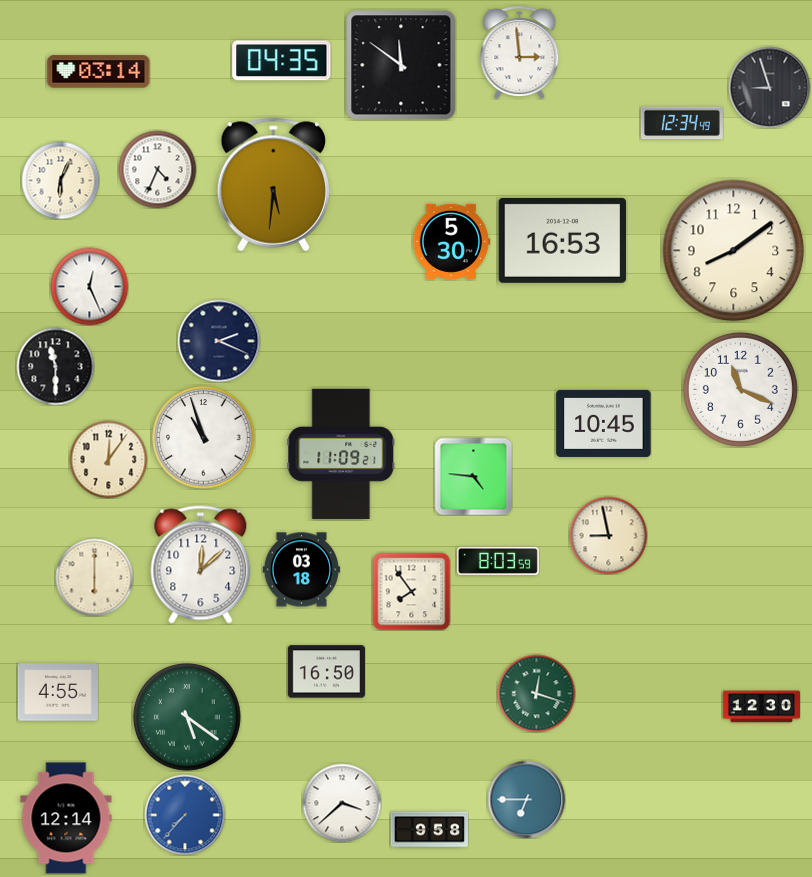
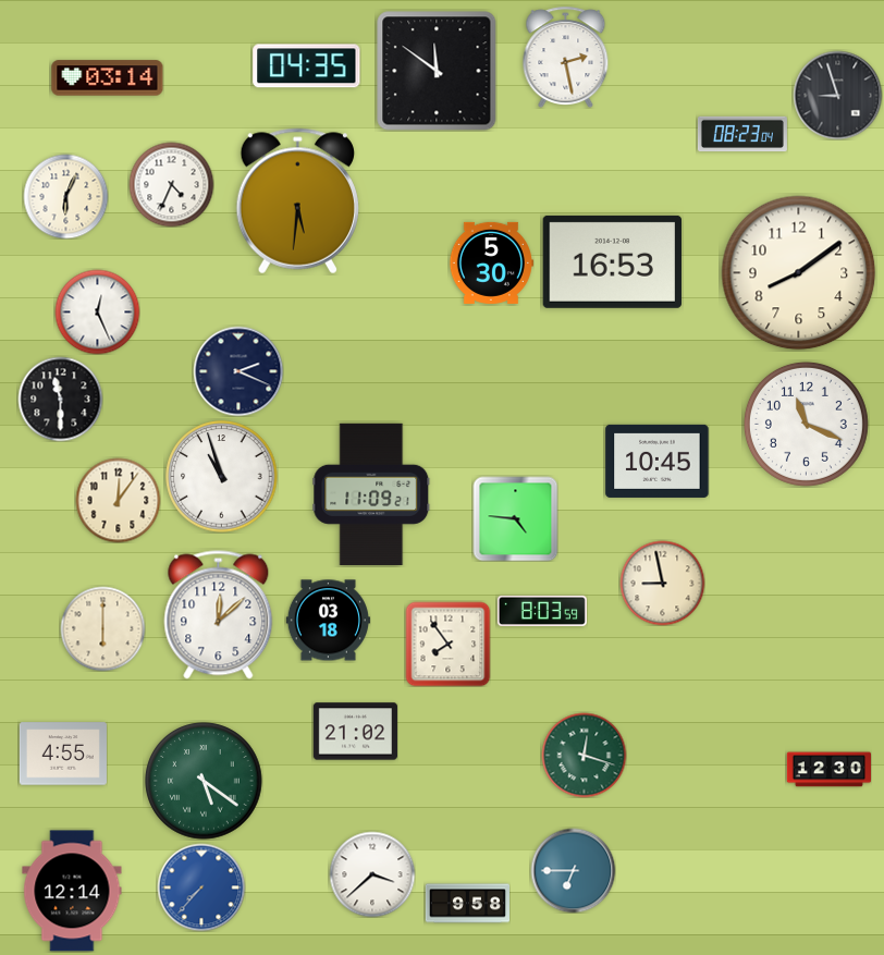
clock at (520, 52): 2:59 -> 2:28
clock at (682, 123): 12:34 -> 08:23
clock at (326, 672): 16:50 -> 21:02
